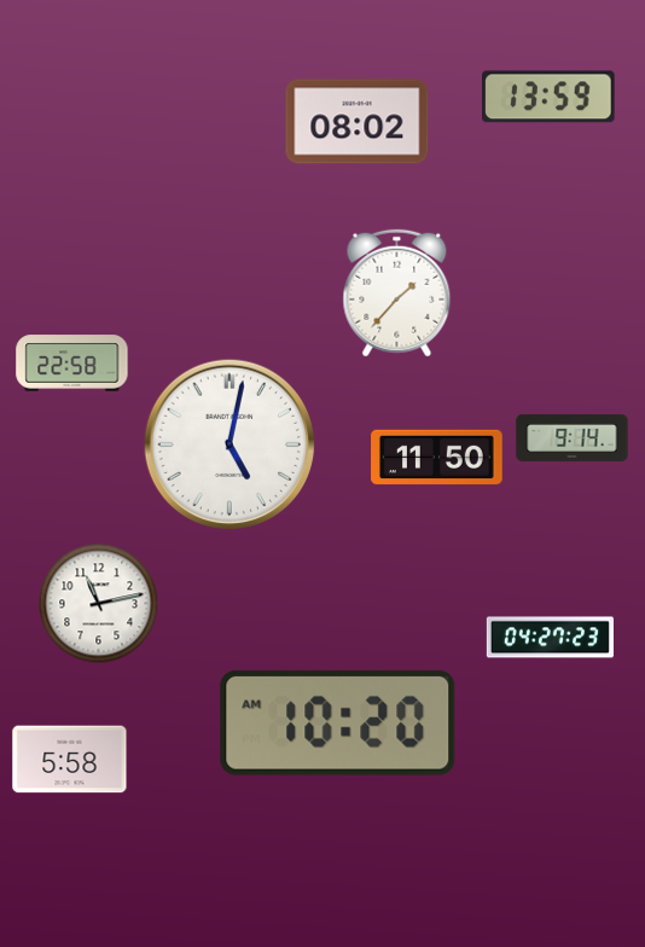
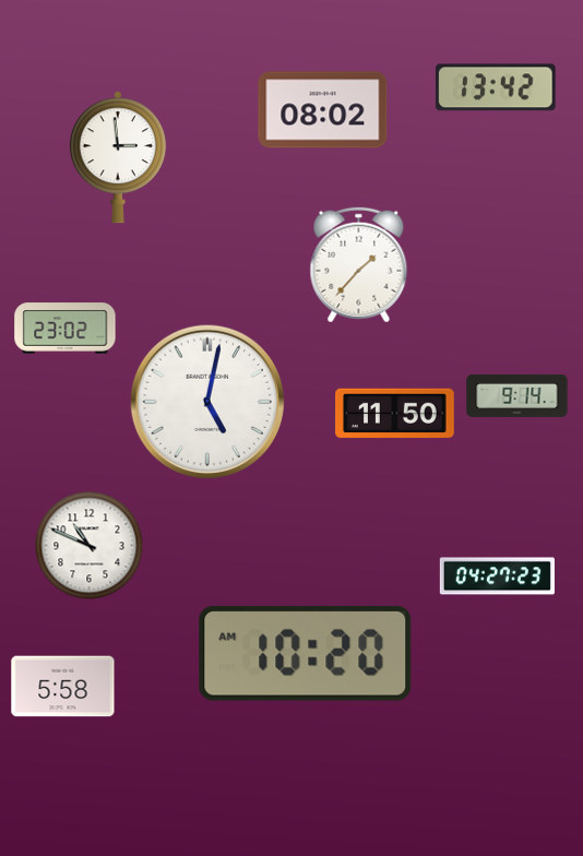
clock at (550, 97): 13:59 -> 13:42
clock at (118, 157): none -> 2:59
clock at (72, 364): 22:58 -> 23:02
clock at (99, 604): 11:13 -> 10:49
